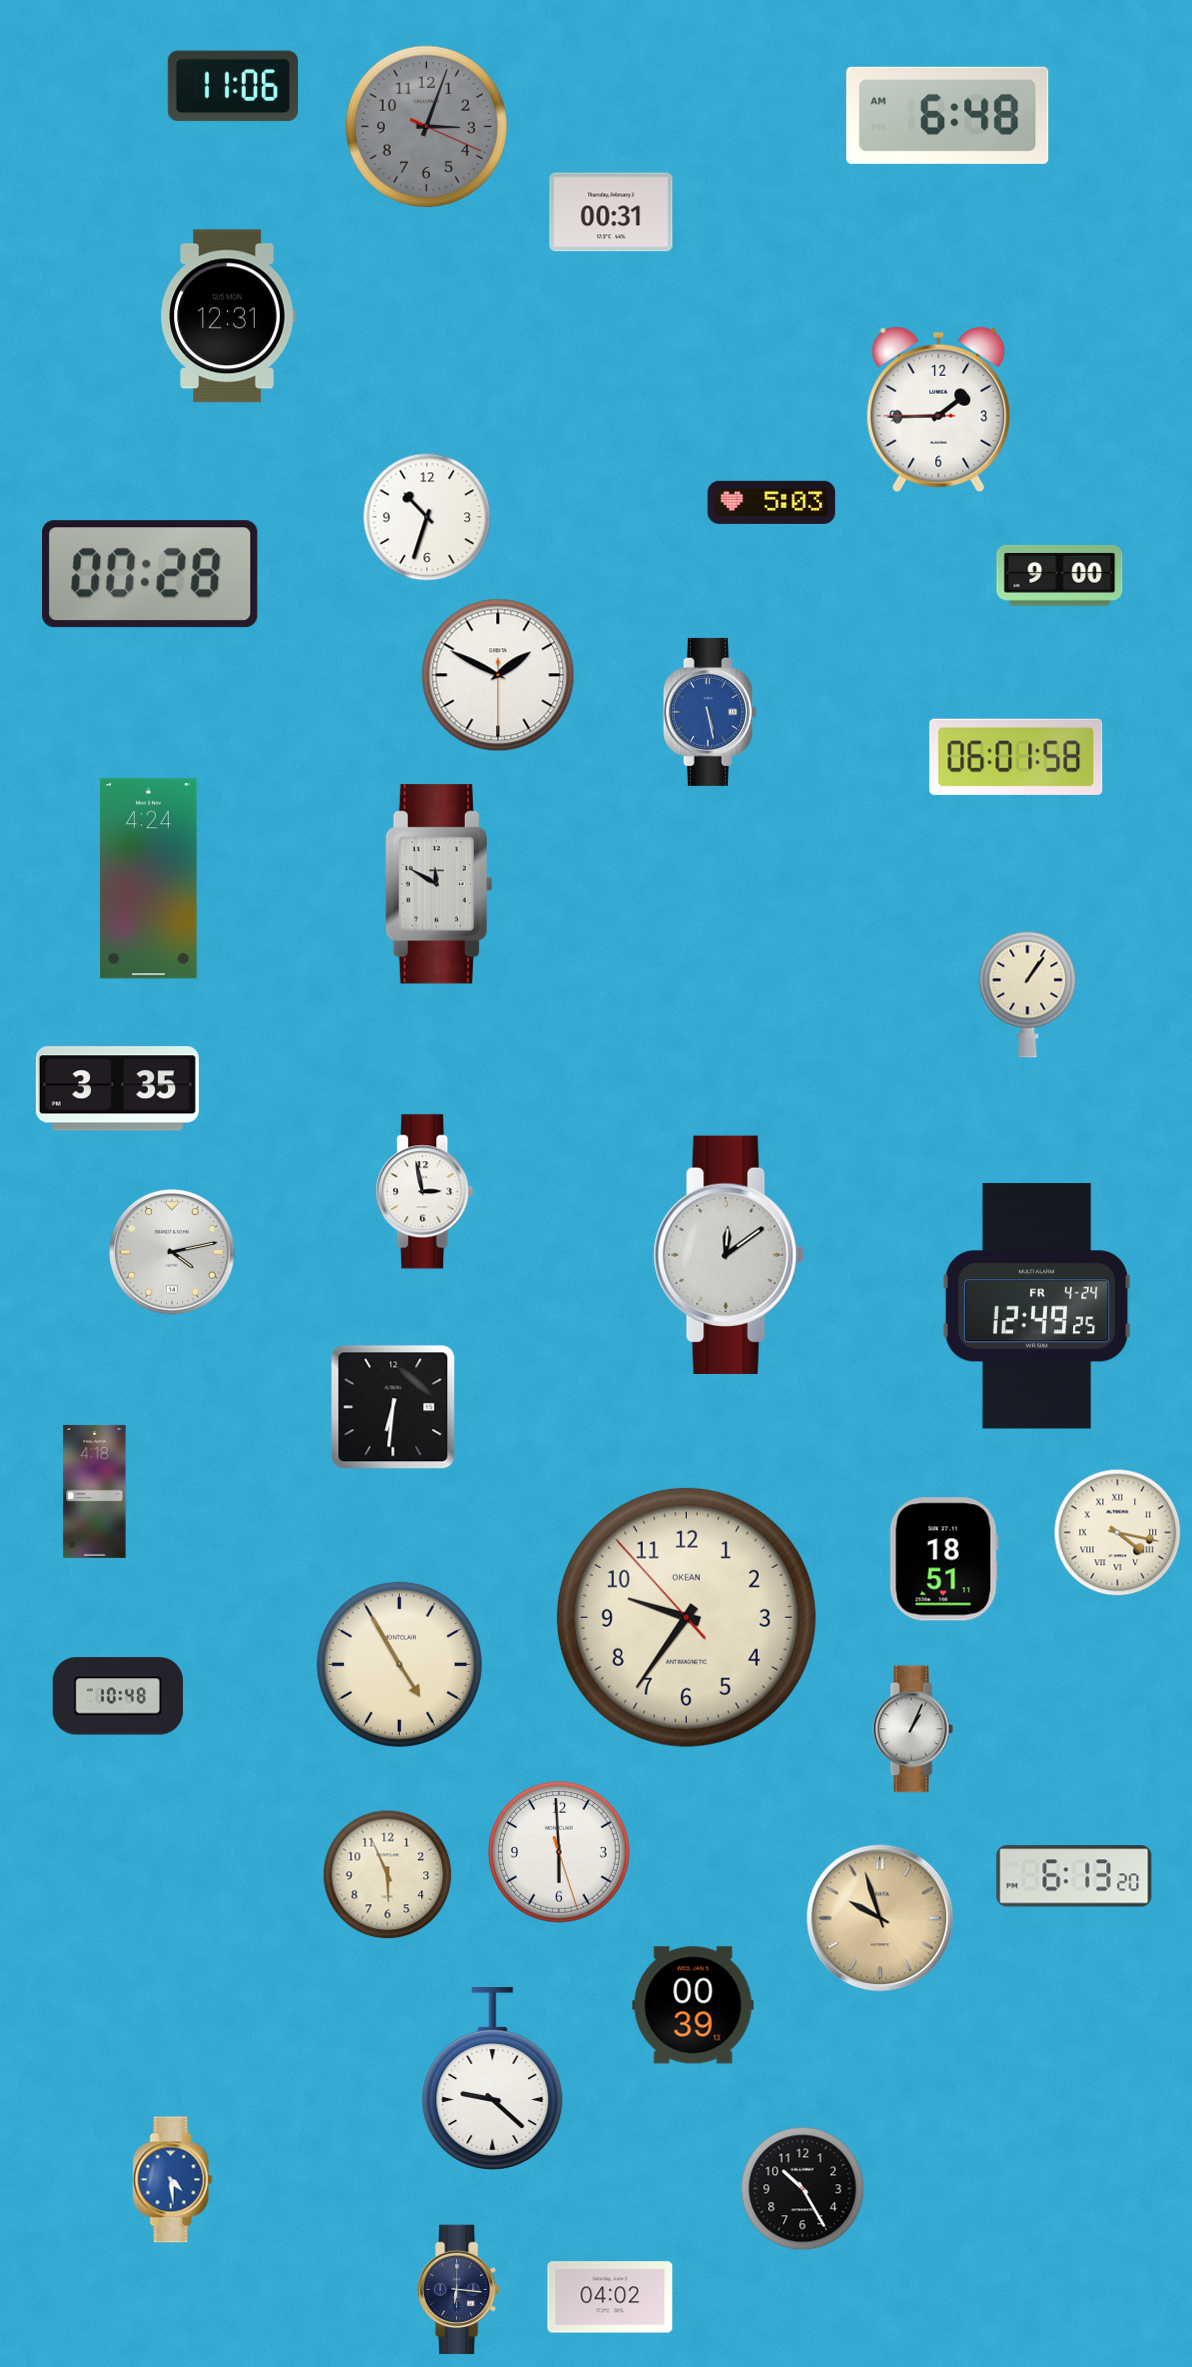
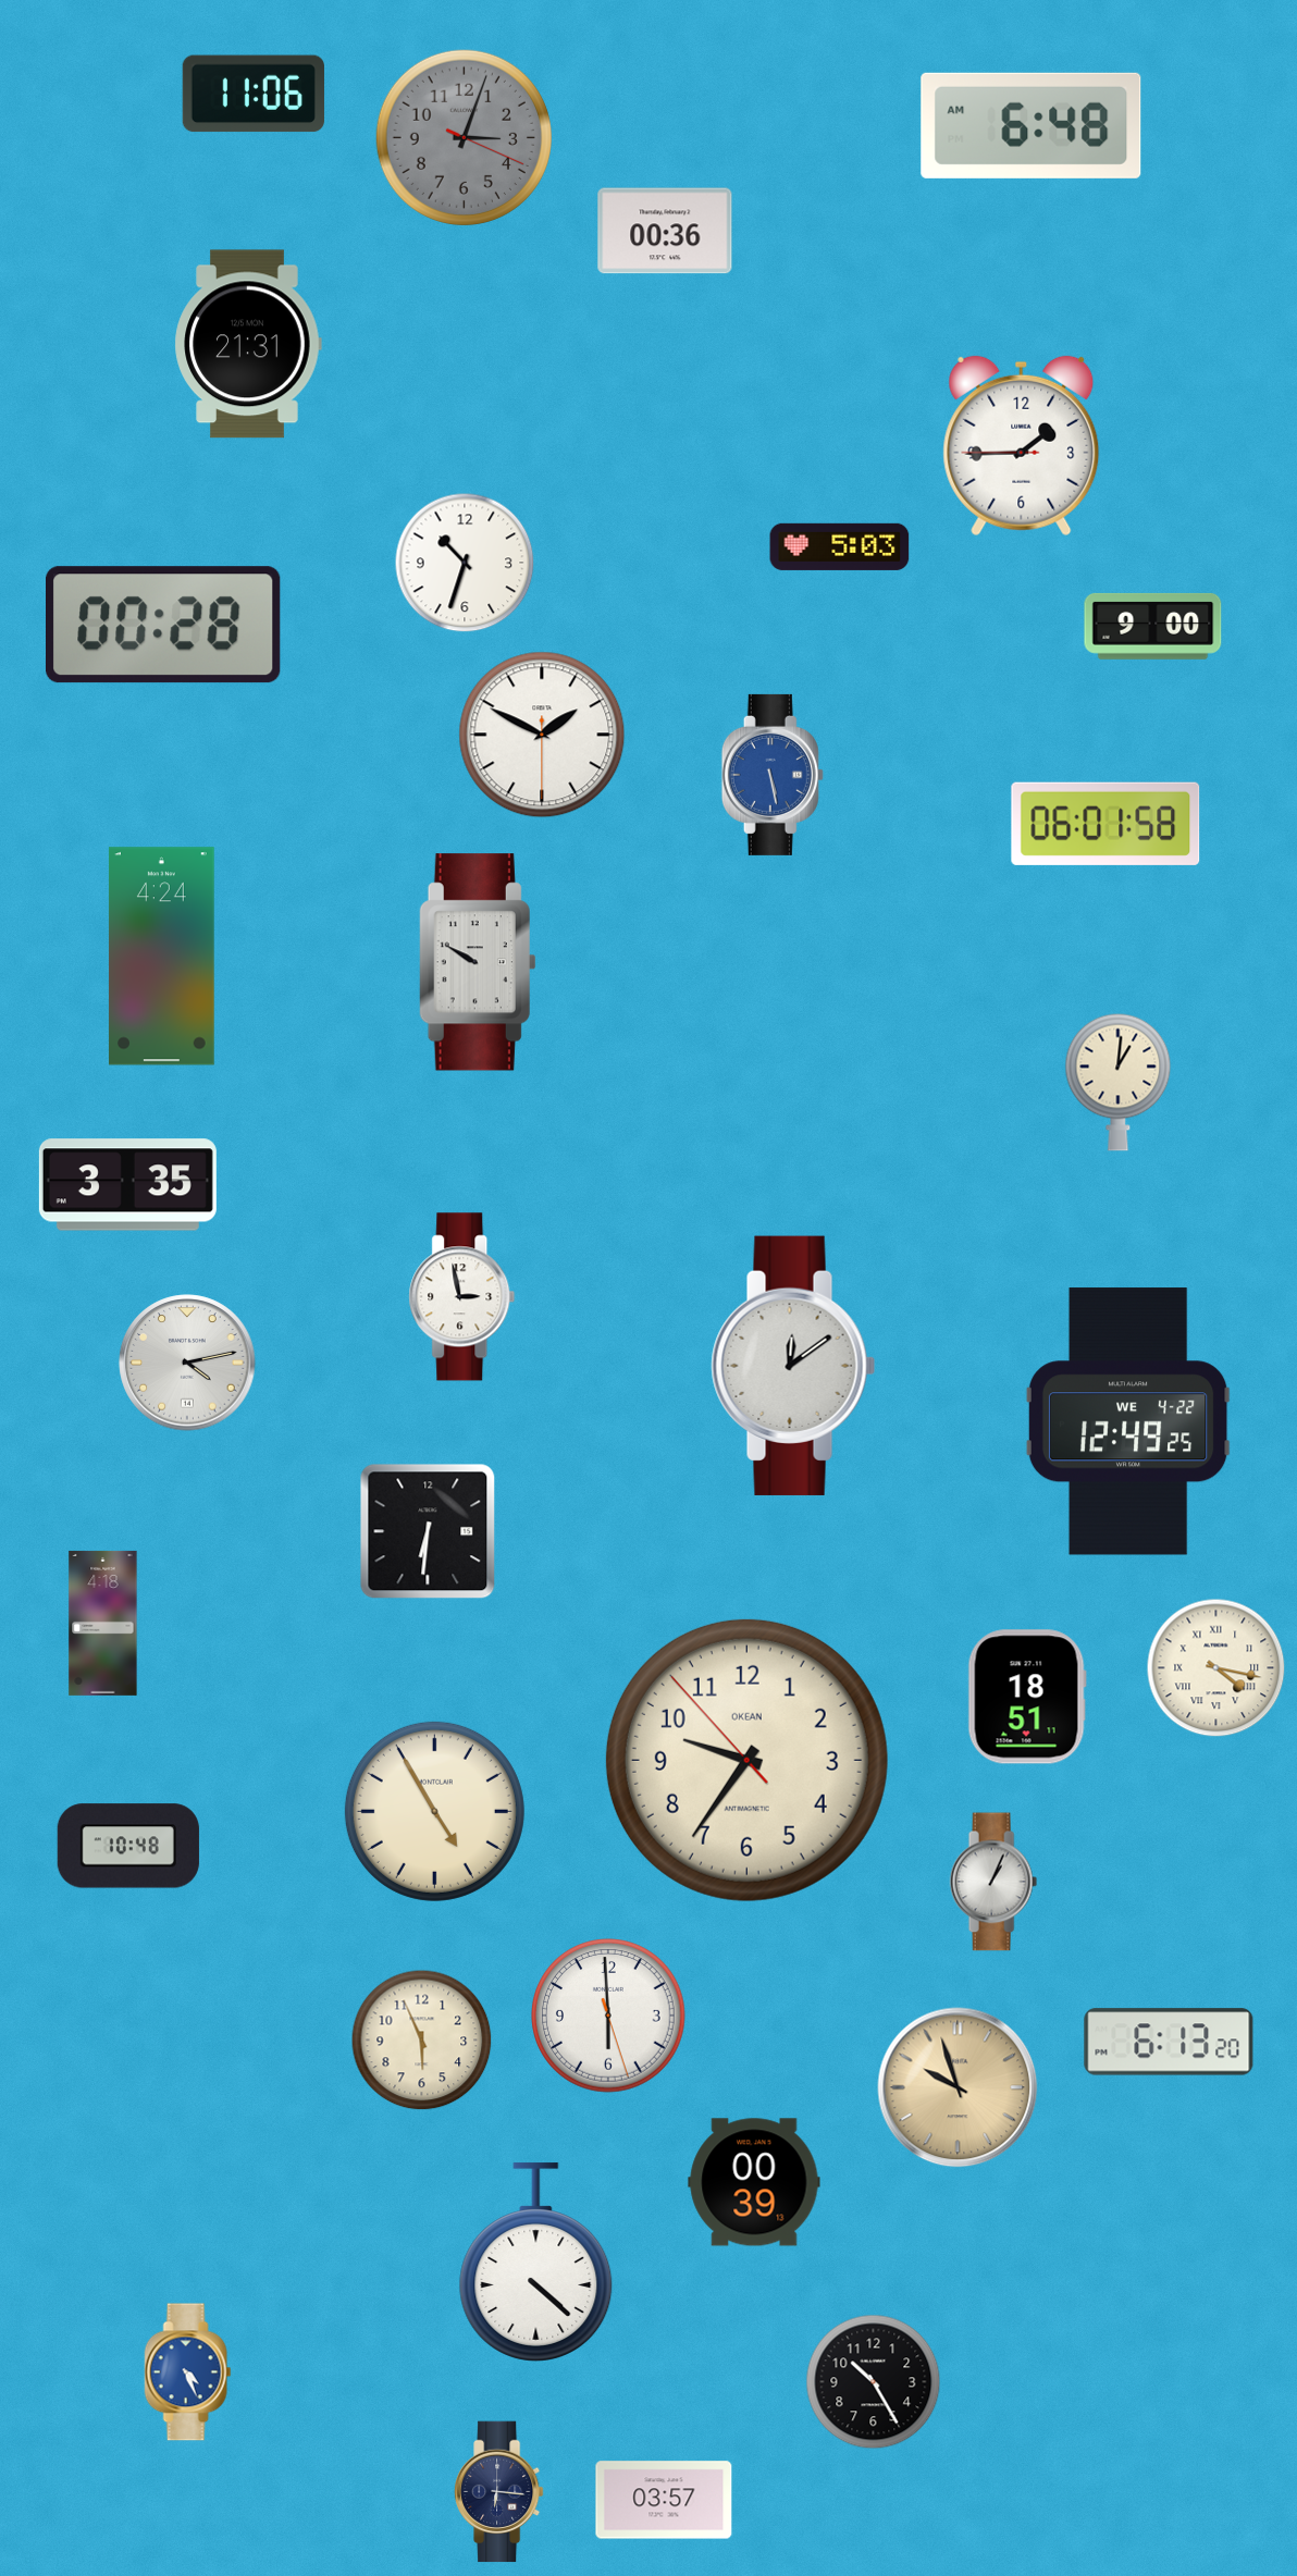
clock at (611, 212): 00:31 -> 00:36
clock at (228, 316): 12:31 -> 21:31
clock at (439, 884): 11:50 -> 9:50
clock at (1028, 994): 1:06 -> 1:01
clock at (1037, 1306) date: FR 4-24 -> WE 4-22
clock at (493, 2079): 9:22 -> 4:22
clock at (173, 2180): 4:29 -> 4:26
clock at (610, 2297): 04:02 -> 03:57
